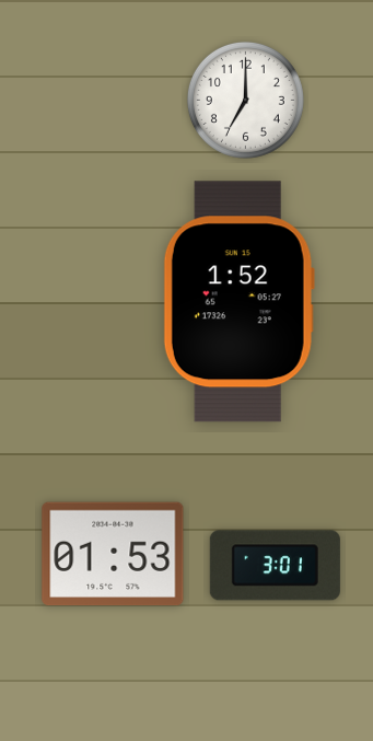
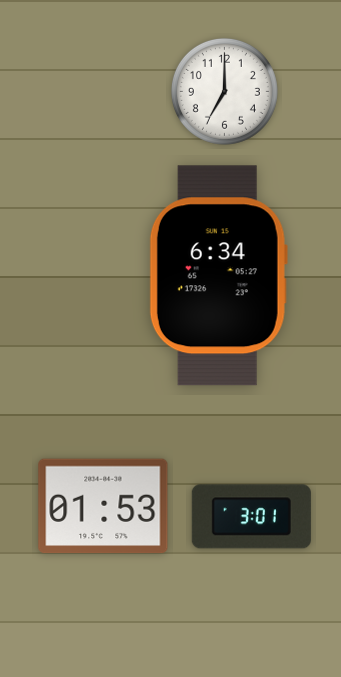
clock at (238, 302): 1:52 -> 6:34
